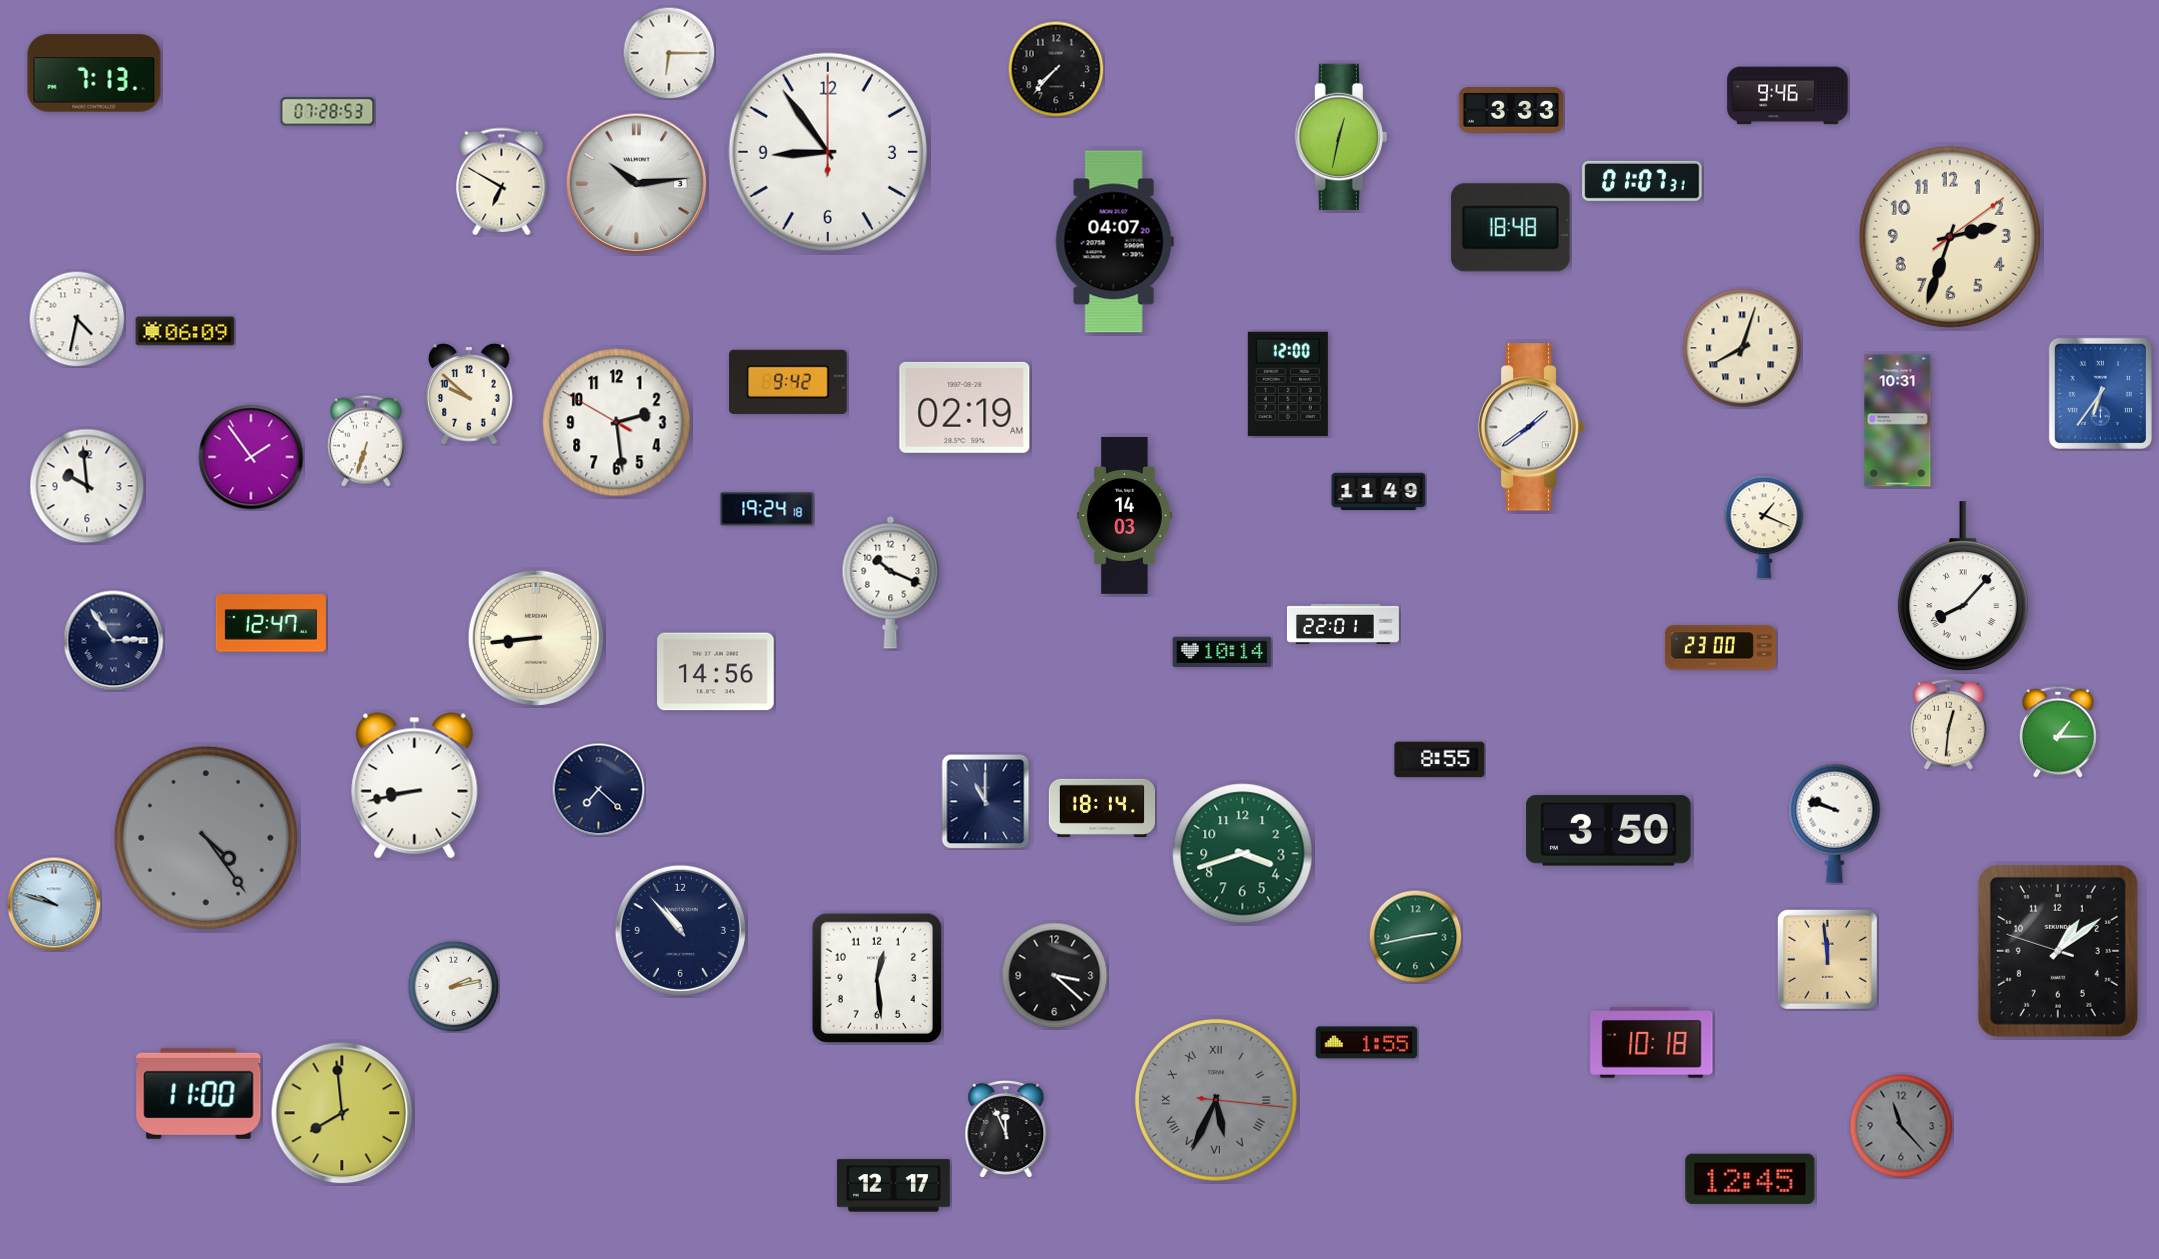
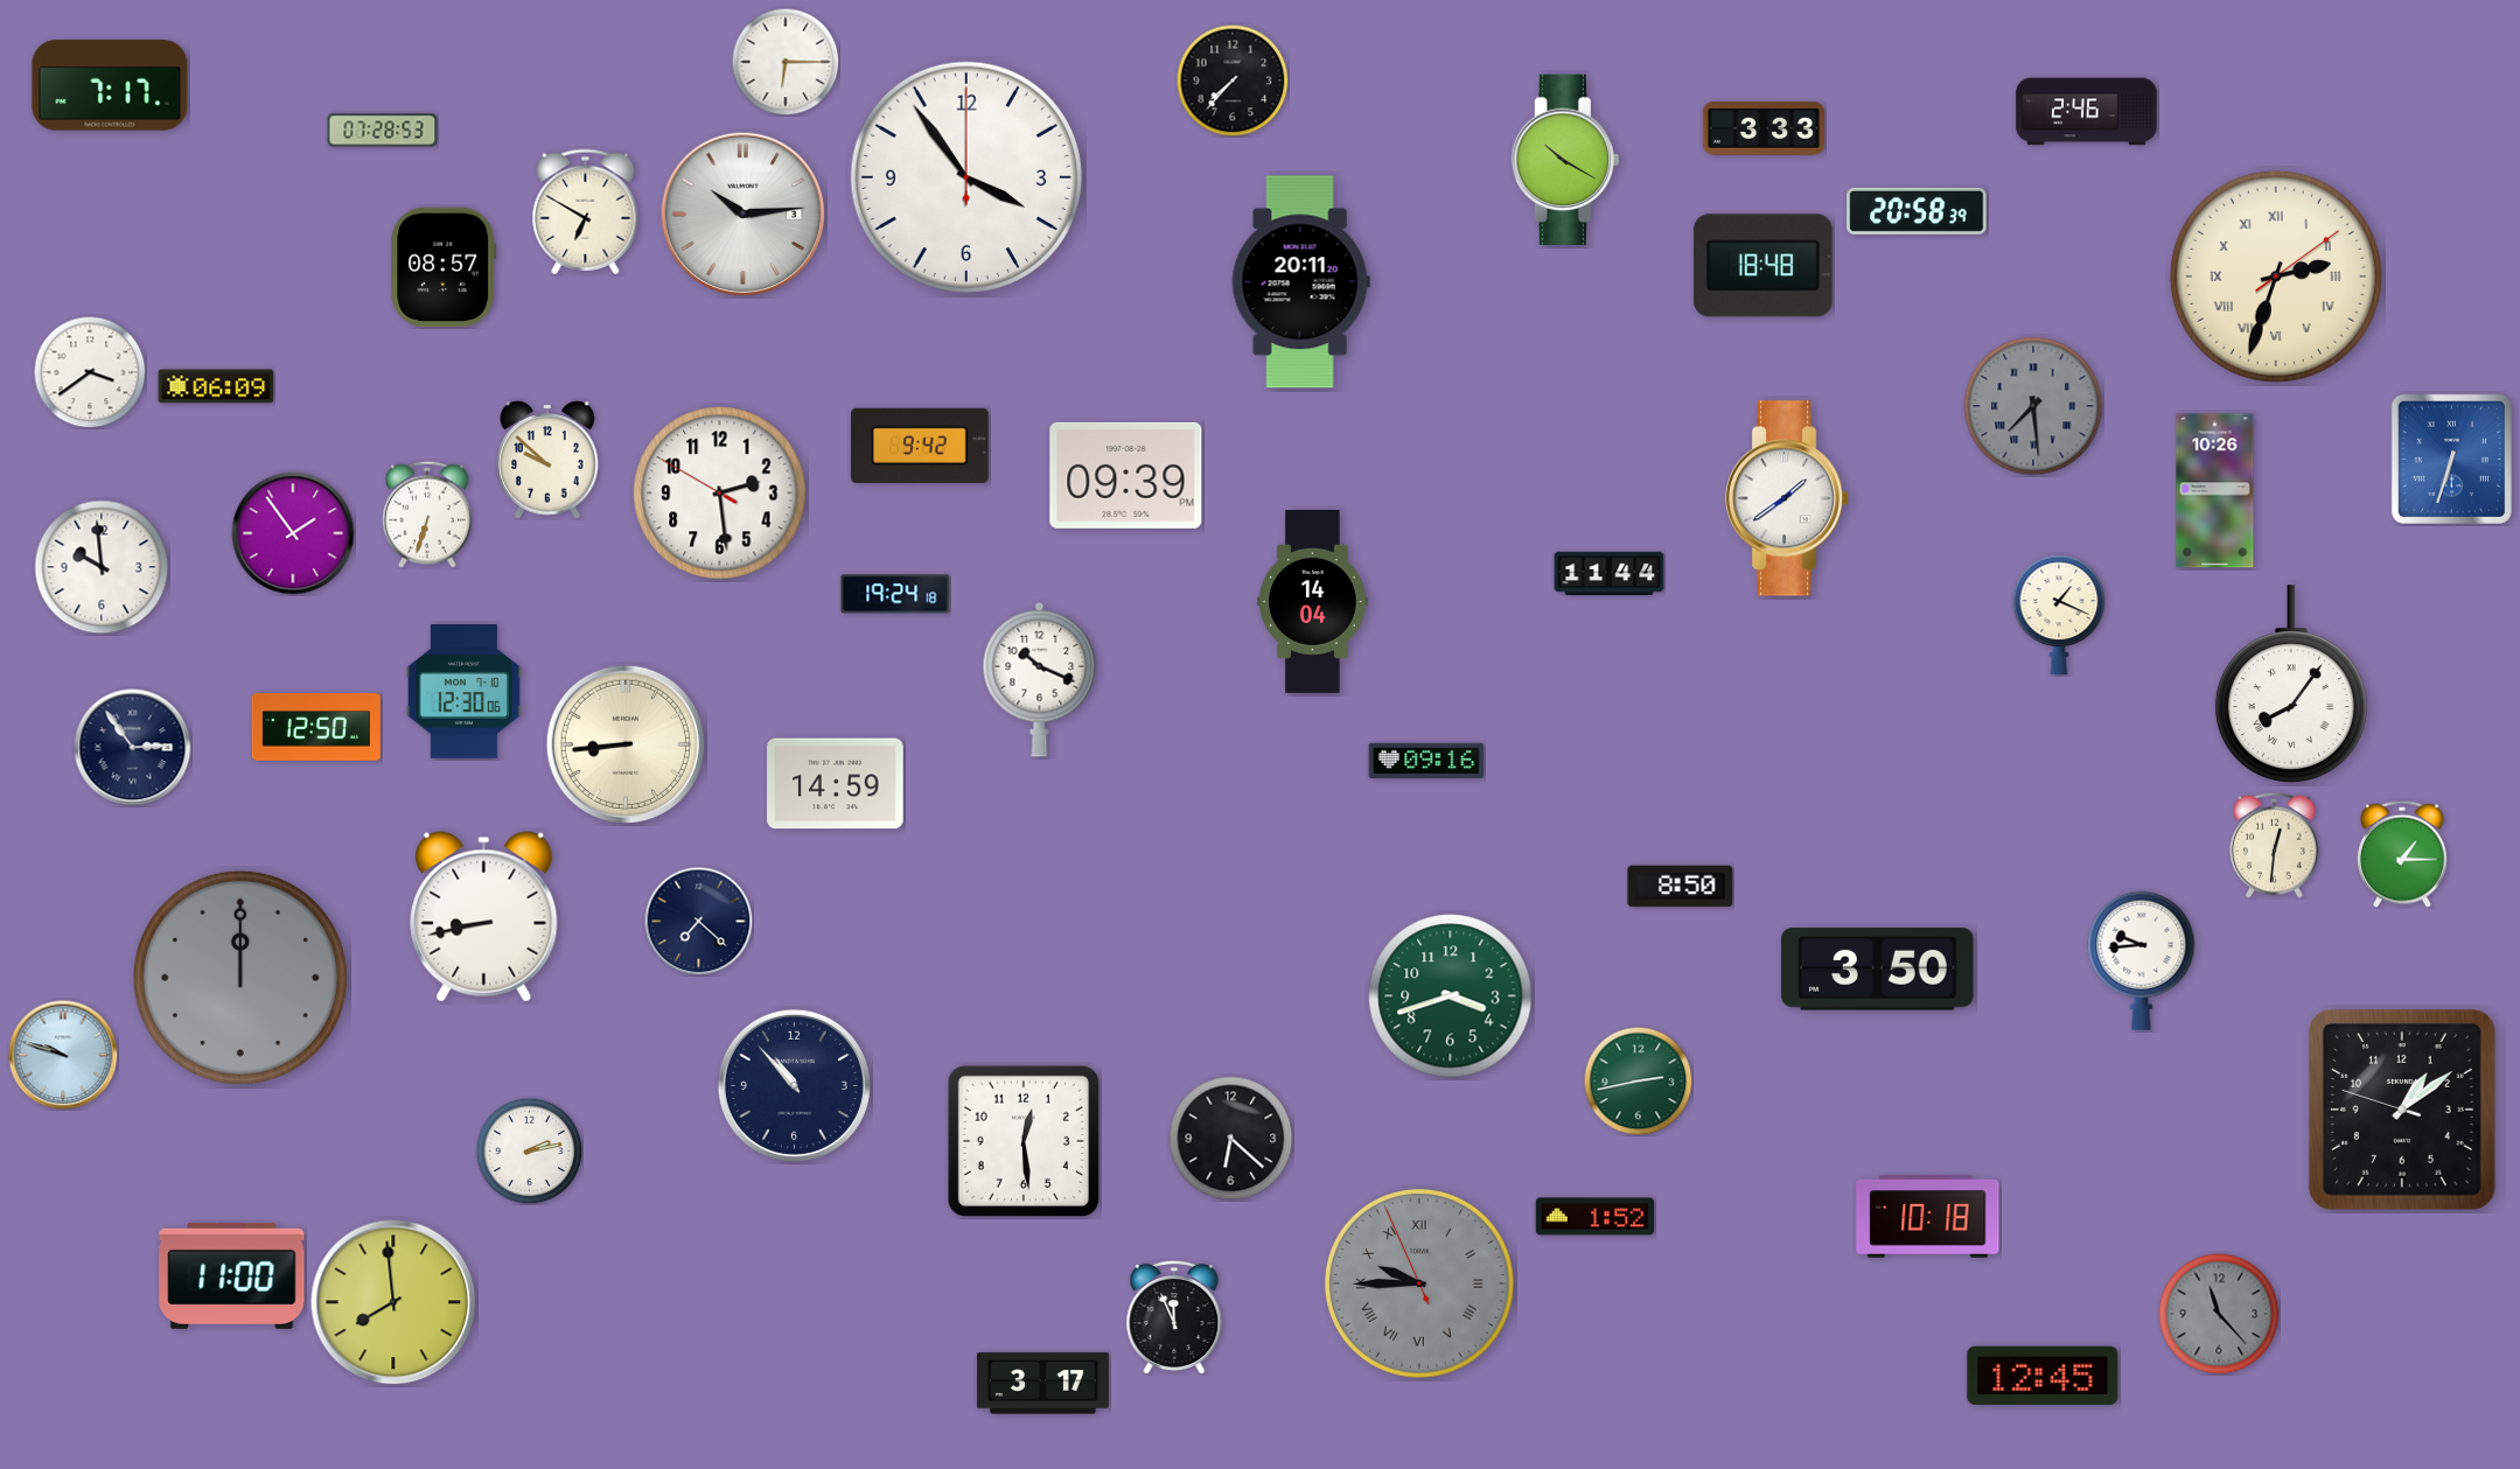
clock at (669, 53) position: (669, 53) -> (786, 62)
clock at (94, 73): 7:13 -> 7:17
clock at (1788, 96): 9:46 -> 2:46
clock at (1341, 137): 12:32 -> 10:20
clock at (828, 152): 8:54 -> 3:54
clock at (1642, 181): 01:07 -> 20:58
clock at (444, 267): none -> 08:57
clock at (1950, 237) numerals: Arabic -> Roman
clock at (1114, 242): 04:07 -> 20:11
clock at (77, 319): 4:32 -> 3:39
clock at (1742, 348): 8:03 -> 7:29
clock at (1742, 348) dial: cream -> grey
clock at (1288, 384): 12:00 -> none
clock at (2100, 393): 6:36 -> 6:33
clock at (965, 407): 02:19 -> 09:39
clock at (1898, 421): 10:31 -> 10:26
clock at (1379, 492): 11:49 -> 11:44
clock at (1125, 515): 14:03 -> 14:04
clock at (1963, 586): 8:07 -> 8:06
clock at (463, 692): none -> 12:30
clock at (271, 623): 12:47 -> 12:50
clock at (1343, 624): 22:01 -> none
clock at (1720, 648): 23:00 -> none
clock at (1222, 652): 10:14 -> 09:16
clock at (716, 672): 14:56 -> 14:59
clock at (1440, 760): 8:55 -> 8:50
clock at (986, 801): 11:00 -> none
clock at (1101, 807): 18:14 -> none
clock at (1835, 823): 9:48 -> 9:44
clock at (206, 838): 4:24 -> 12:00
clock at (1415, 936) position: (1415, 936) -> (1638, 1080)
clock at (1827, 959): 11:59 -> none
clock at (1055, 976): 3:22 -> 6:22
clock at (1367, 1043): 1:55 -> 1:52
clock at (1216, 1100): 5:34 -> 9:44
clock at (342, 1113) position: (342, 1113) -> (393, 1302)
clock at (893, 1186): 12:17 -> 3:17
